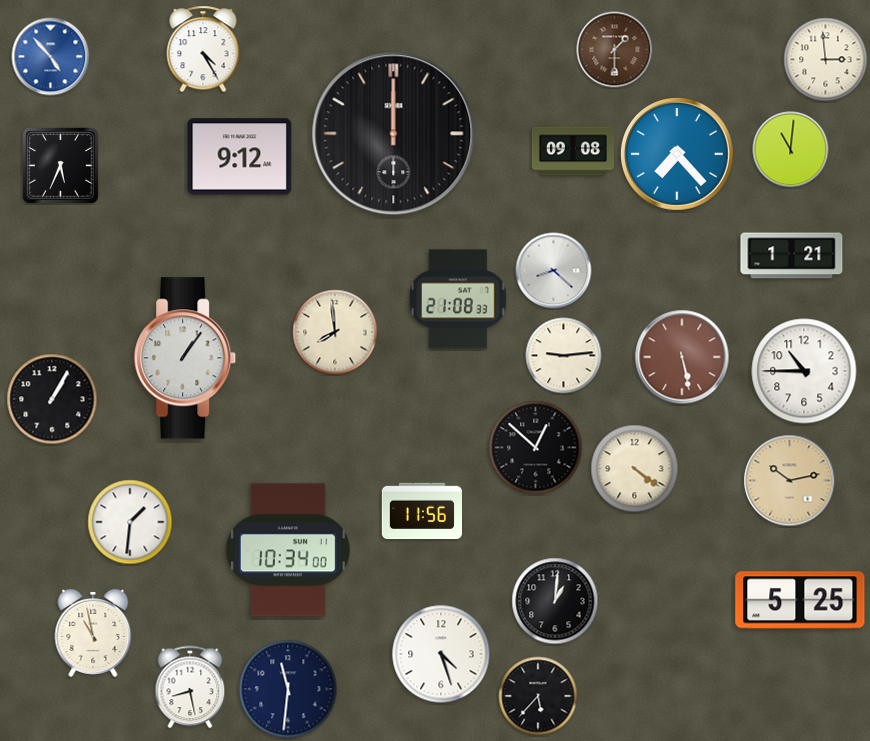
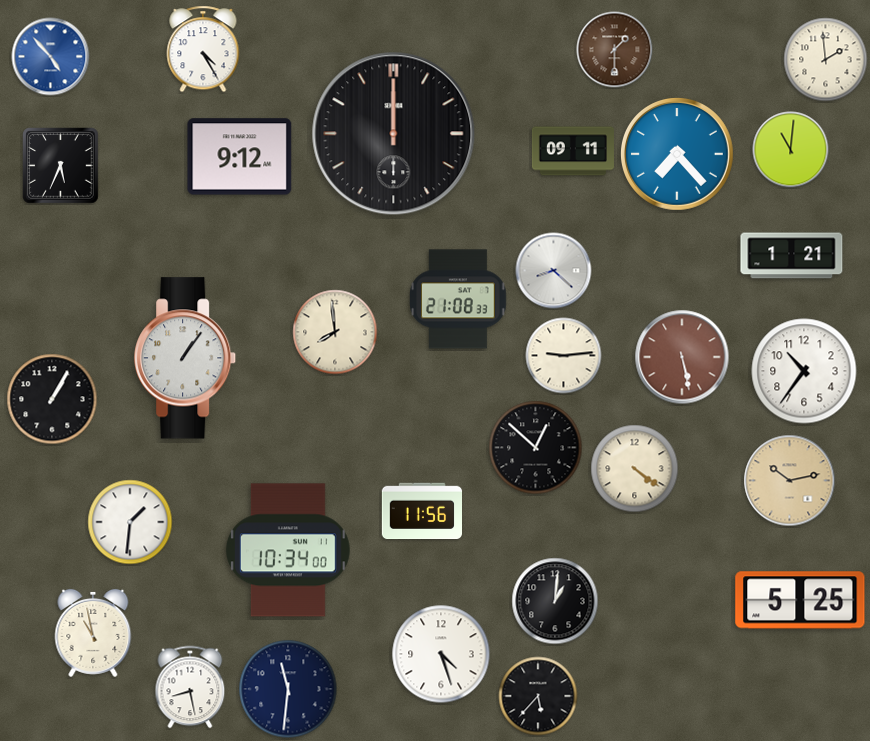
clock at (826, 60): 2:59 -> 1:59
clock at (573, 151): 09:08 -> 09:11
clock at (804, 371): 10:45 -> 10:36
